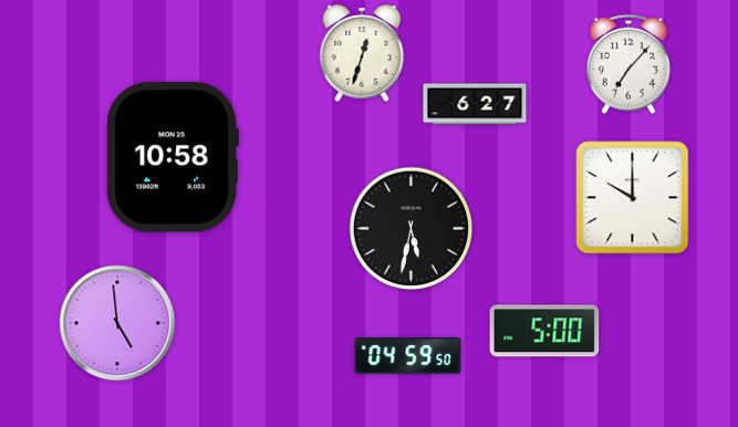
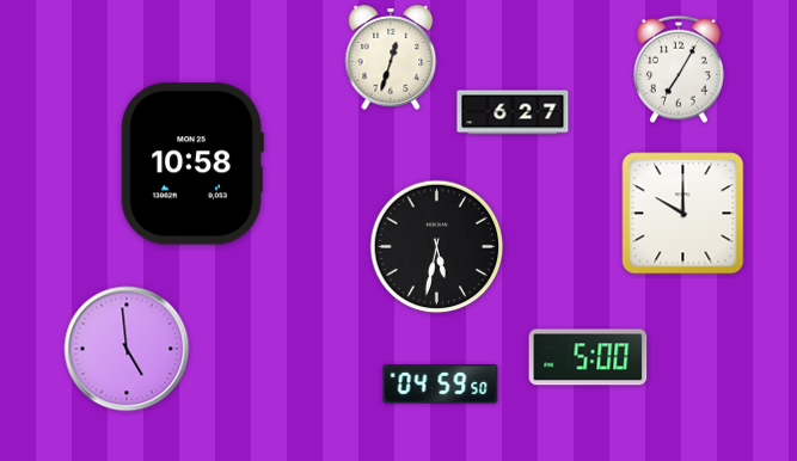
clock at (628, 64): 7:07 -> 7:05
clock at (173, 157) position: (173, 157) -> (192, 164)
clock at (412, 229) position: (412, 229) -> (437, 247)
